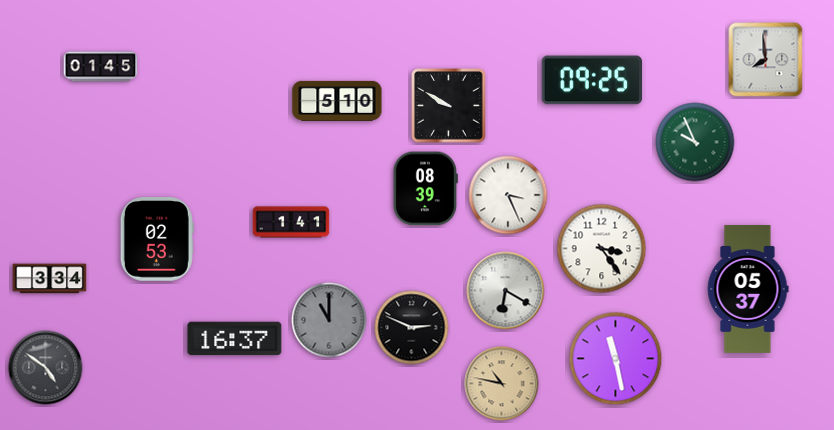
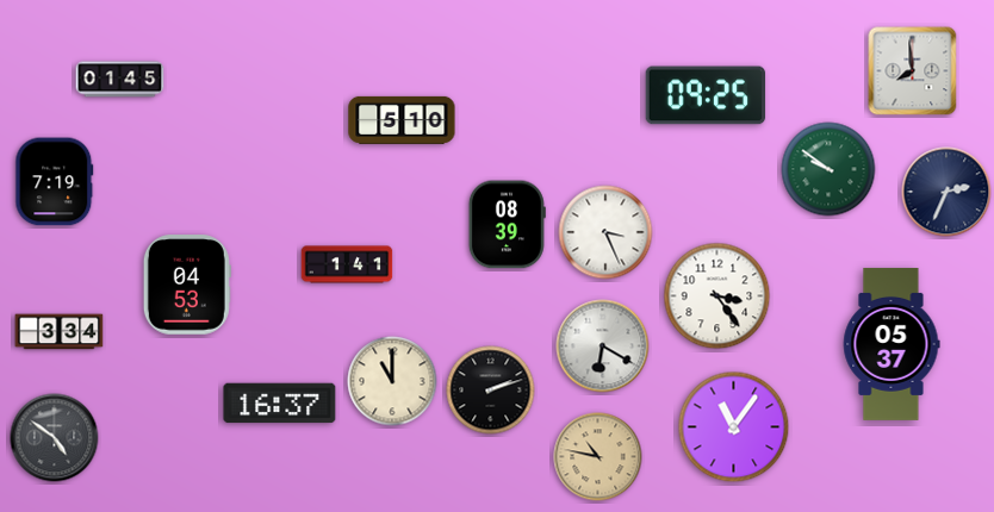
clock at (449, 106): 9:50 -> none
clock at (695, 142): 9:56 -> 9:51
clock at (55, 182): none -> 7:19
clock at (946, 192): none -> 2:34
clock at (157, 239): 02:53 -> 04:53
clock at (329, 320) dial: grey -> cream
clock at (412, 328): 2:49 -> 2:12
clock at (616, 359): 11:28 -> 11:06
